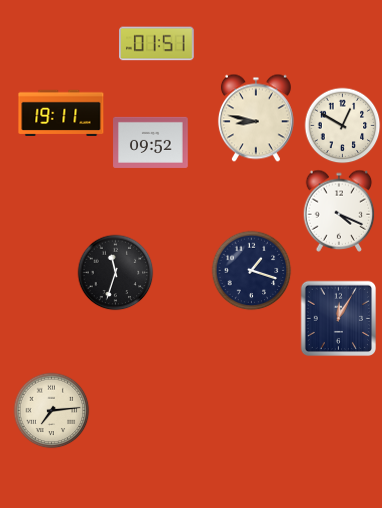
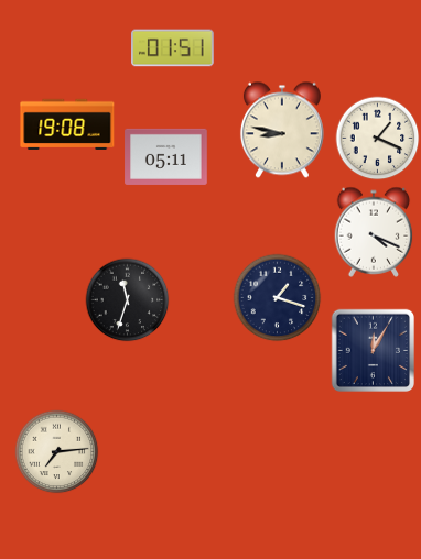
clock at (61, 113): 19:11 -> 19:08
clock at (343, 126): 12:50 -> 1:19
clock at (151, 142): 09:52 -> 05:11
